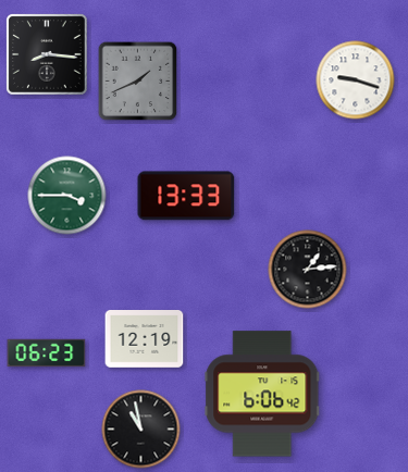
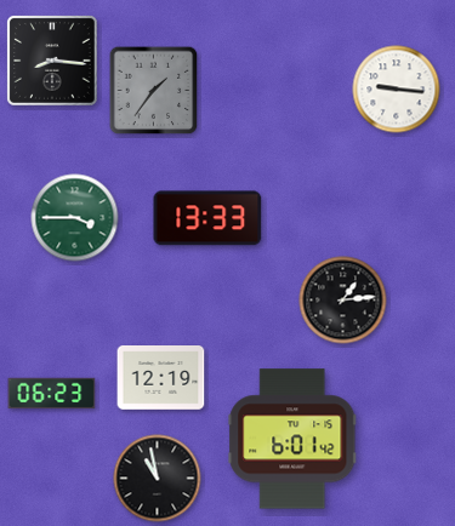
clock at (356, 80): 9:18 -> 9:16
clock at (138, 82): 1:41 -> 1:36
clock at (262, 394): 6:06 -> 6:01
